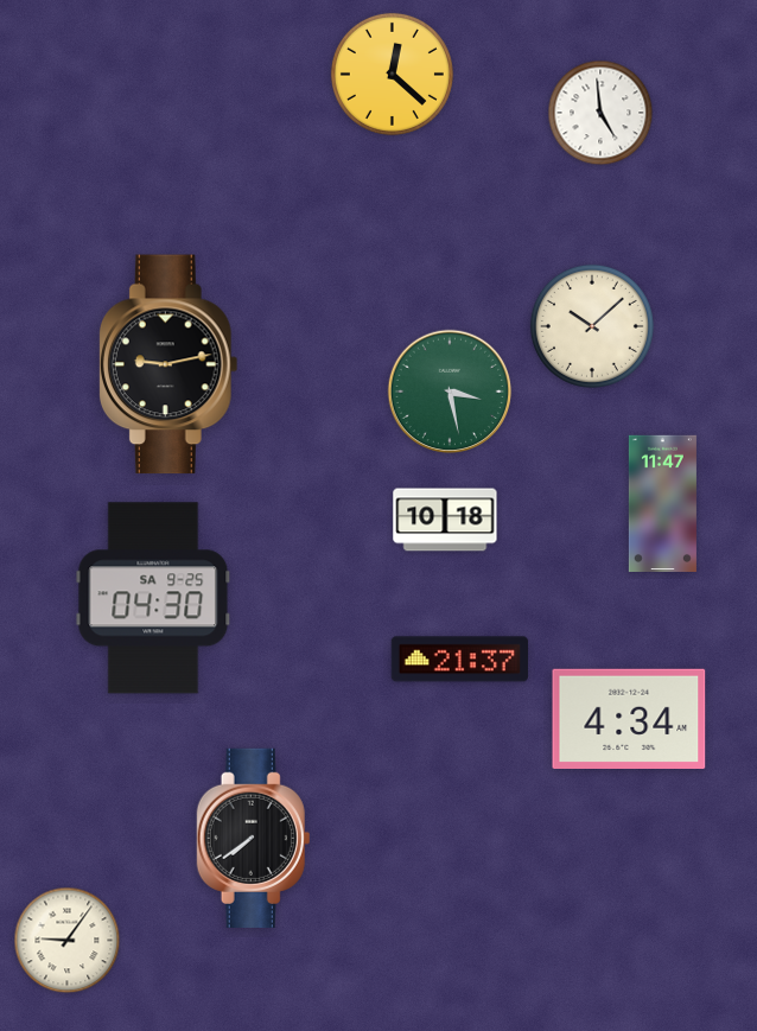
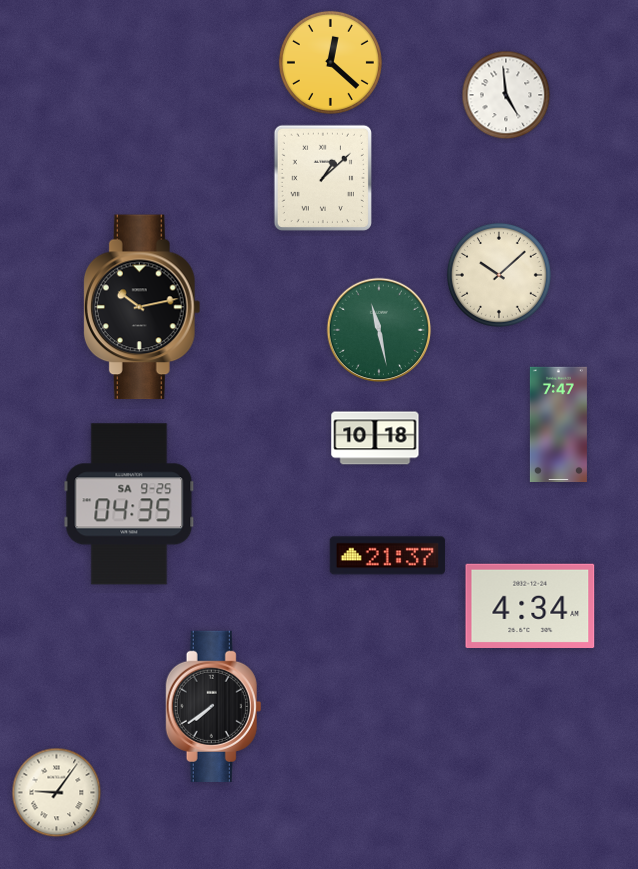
clock at (323, 178): none -> 1:08
clock at (168, 364): 9:13 -> 10:13
clock at (450, 392): 3:28 -> 11:28
clock at (662, 503): 11:47 -> 7:47
clock at (153, 598): 04:30 -> 04:35
